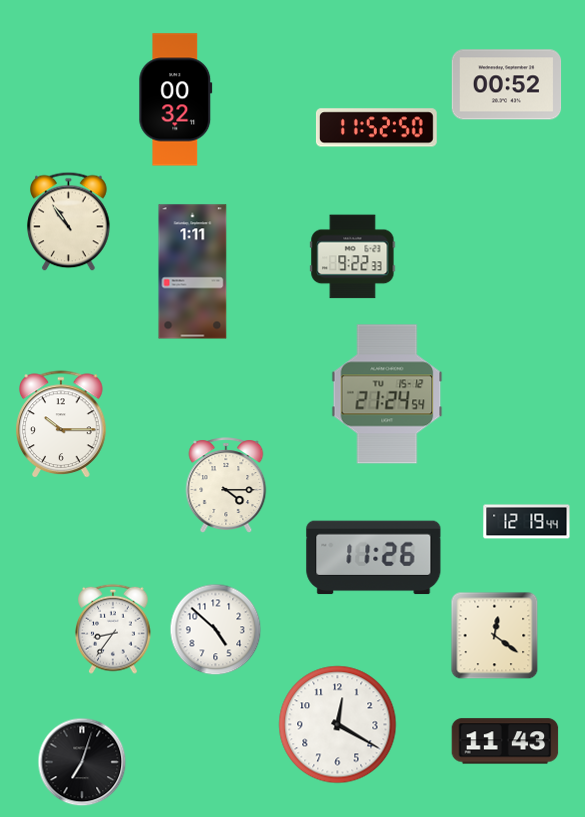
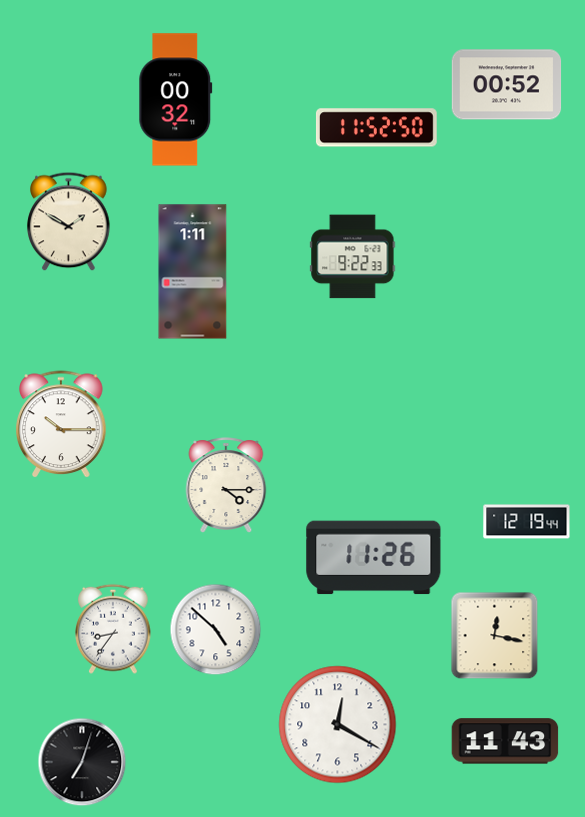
clock at (69, 221): 10:54 -> 1:50
clock at (387, 394): 21:24 -> none
clock at (494, 635): 12:21 -> 12:17
